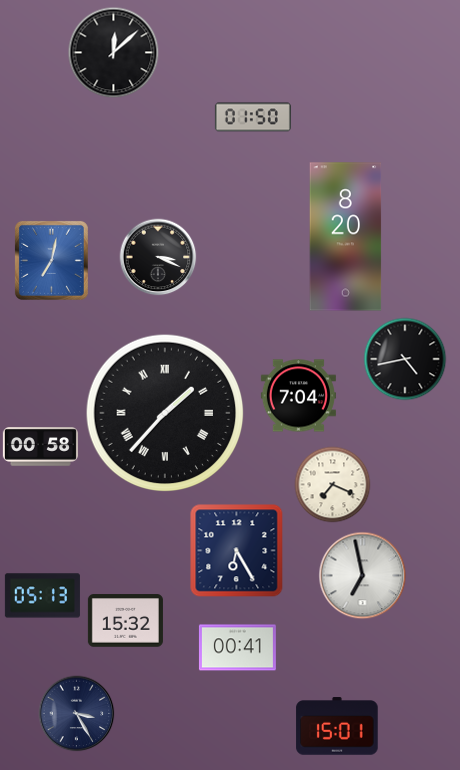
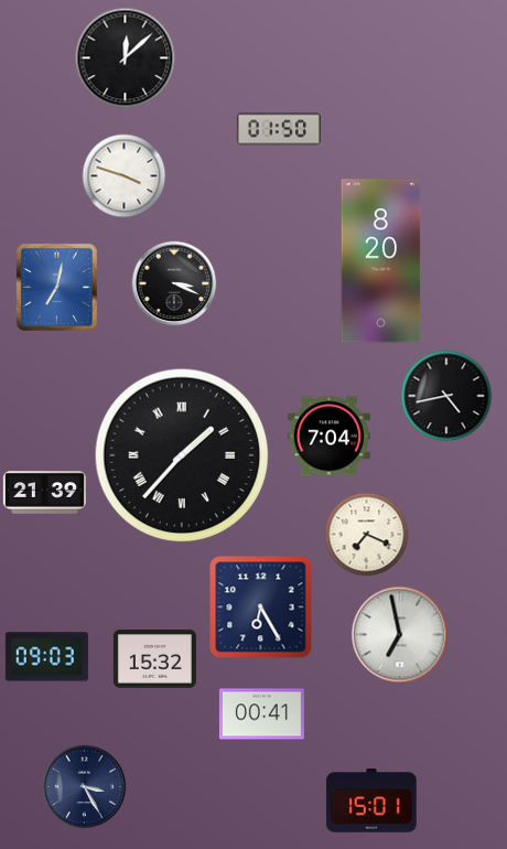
clock at (125, 176): none -> 3:48
clock at (40, 447): 00:58 -> 21:39
clock at (42, 596): 05:13 -> 09:03
clock at (125, 621) position: (125, 621) -> (154, 659)
